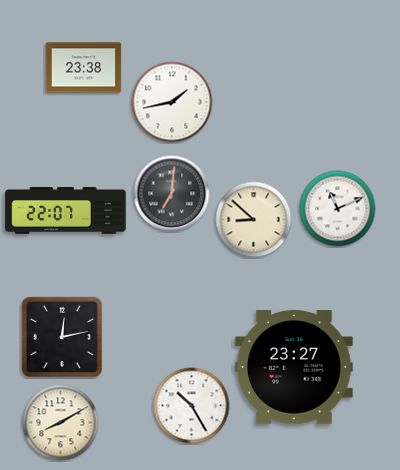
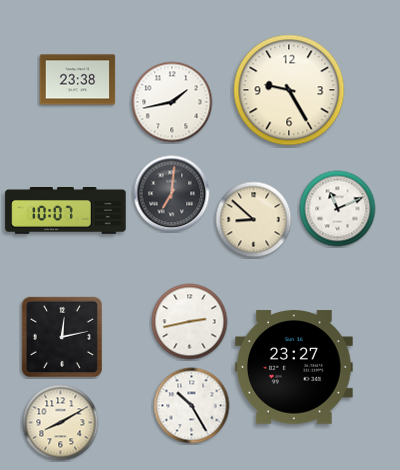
clock at (84, 68) position: (84, 68) -> (78, 80)
clock at (289, 90): none -> 9:25
clock at (66, 211): 22:07 -> 10:07
clock at (190, 322): none -> 2:43
